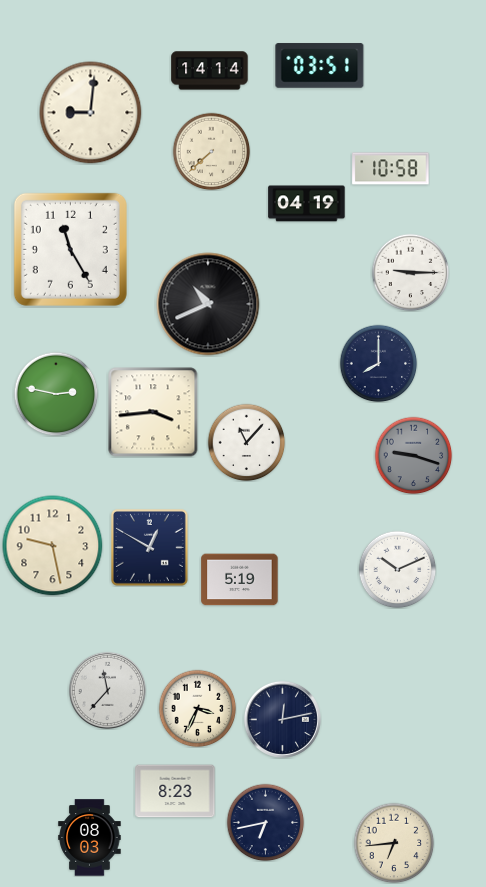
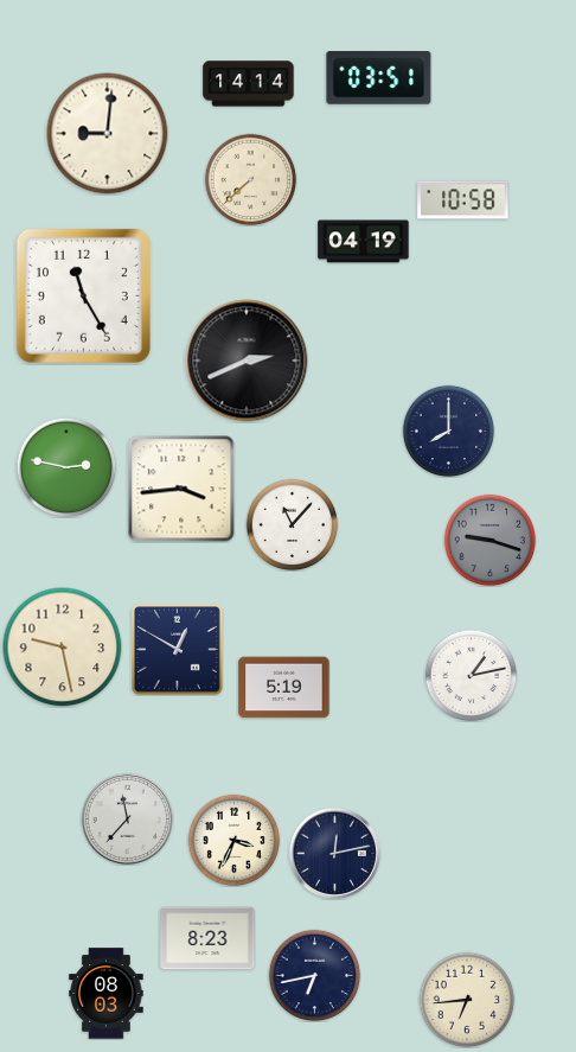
clock at (410, 272): 9:15 -> none
clock at (208, 304): 10:41 -> 2:41
clock at (397, 569): 10:11 -> 1:13
